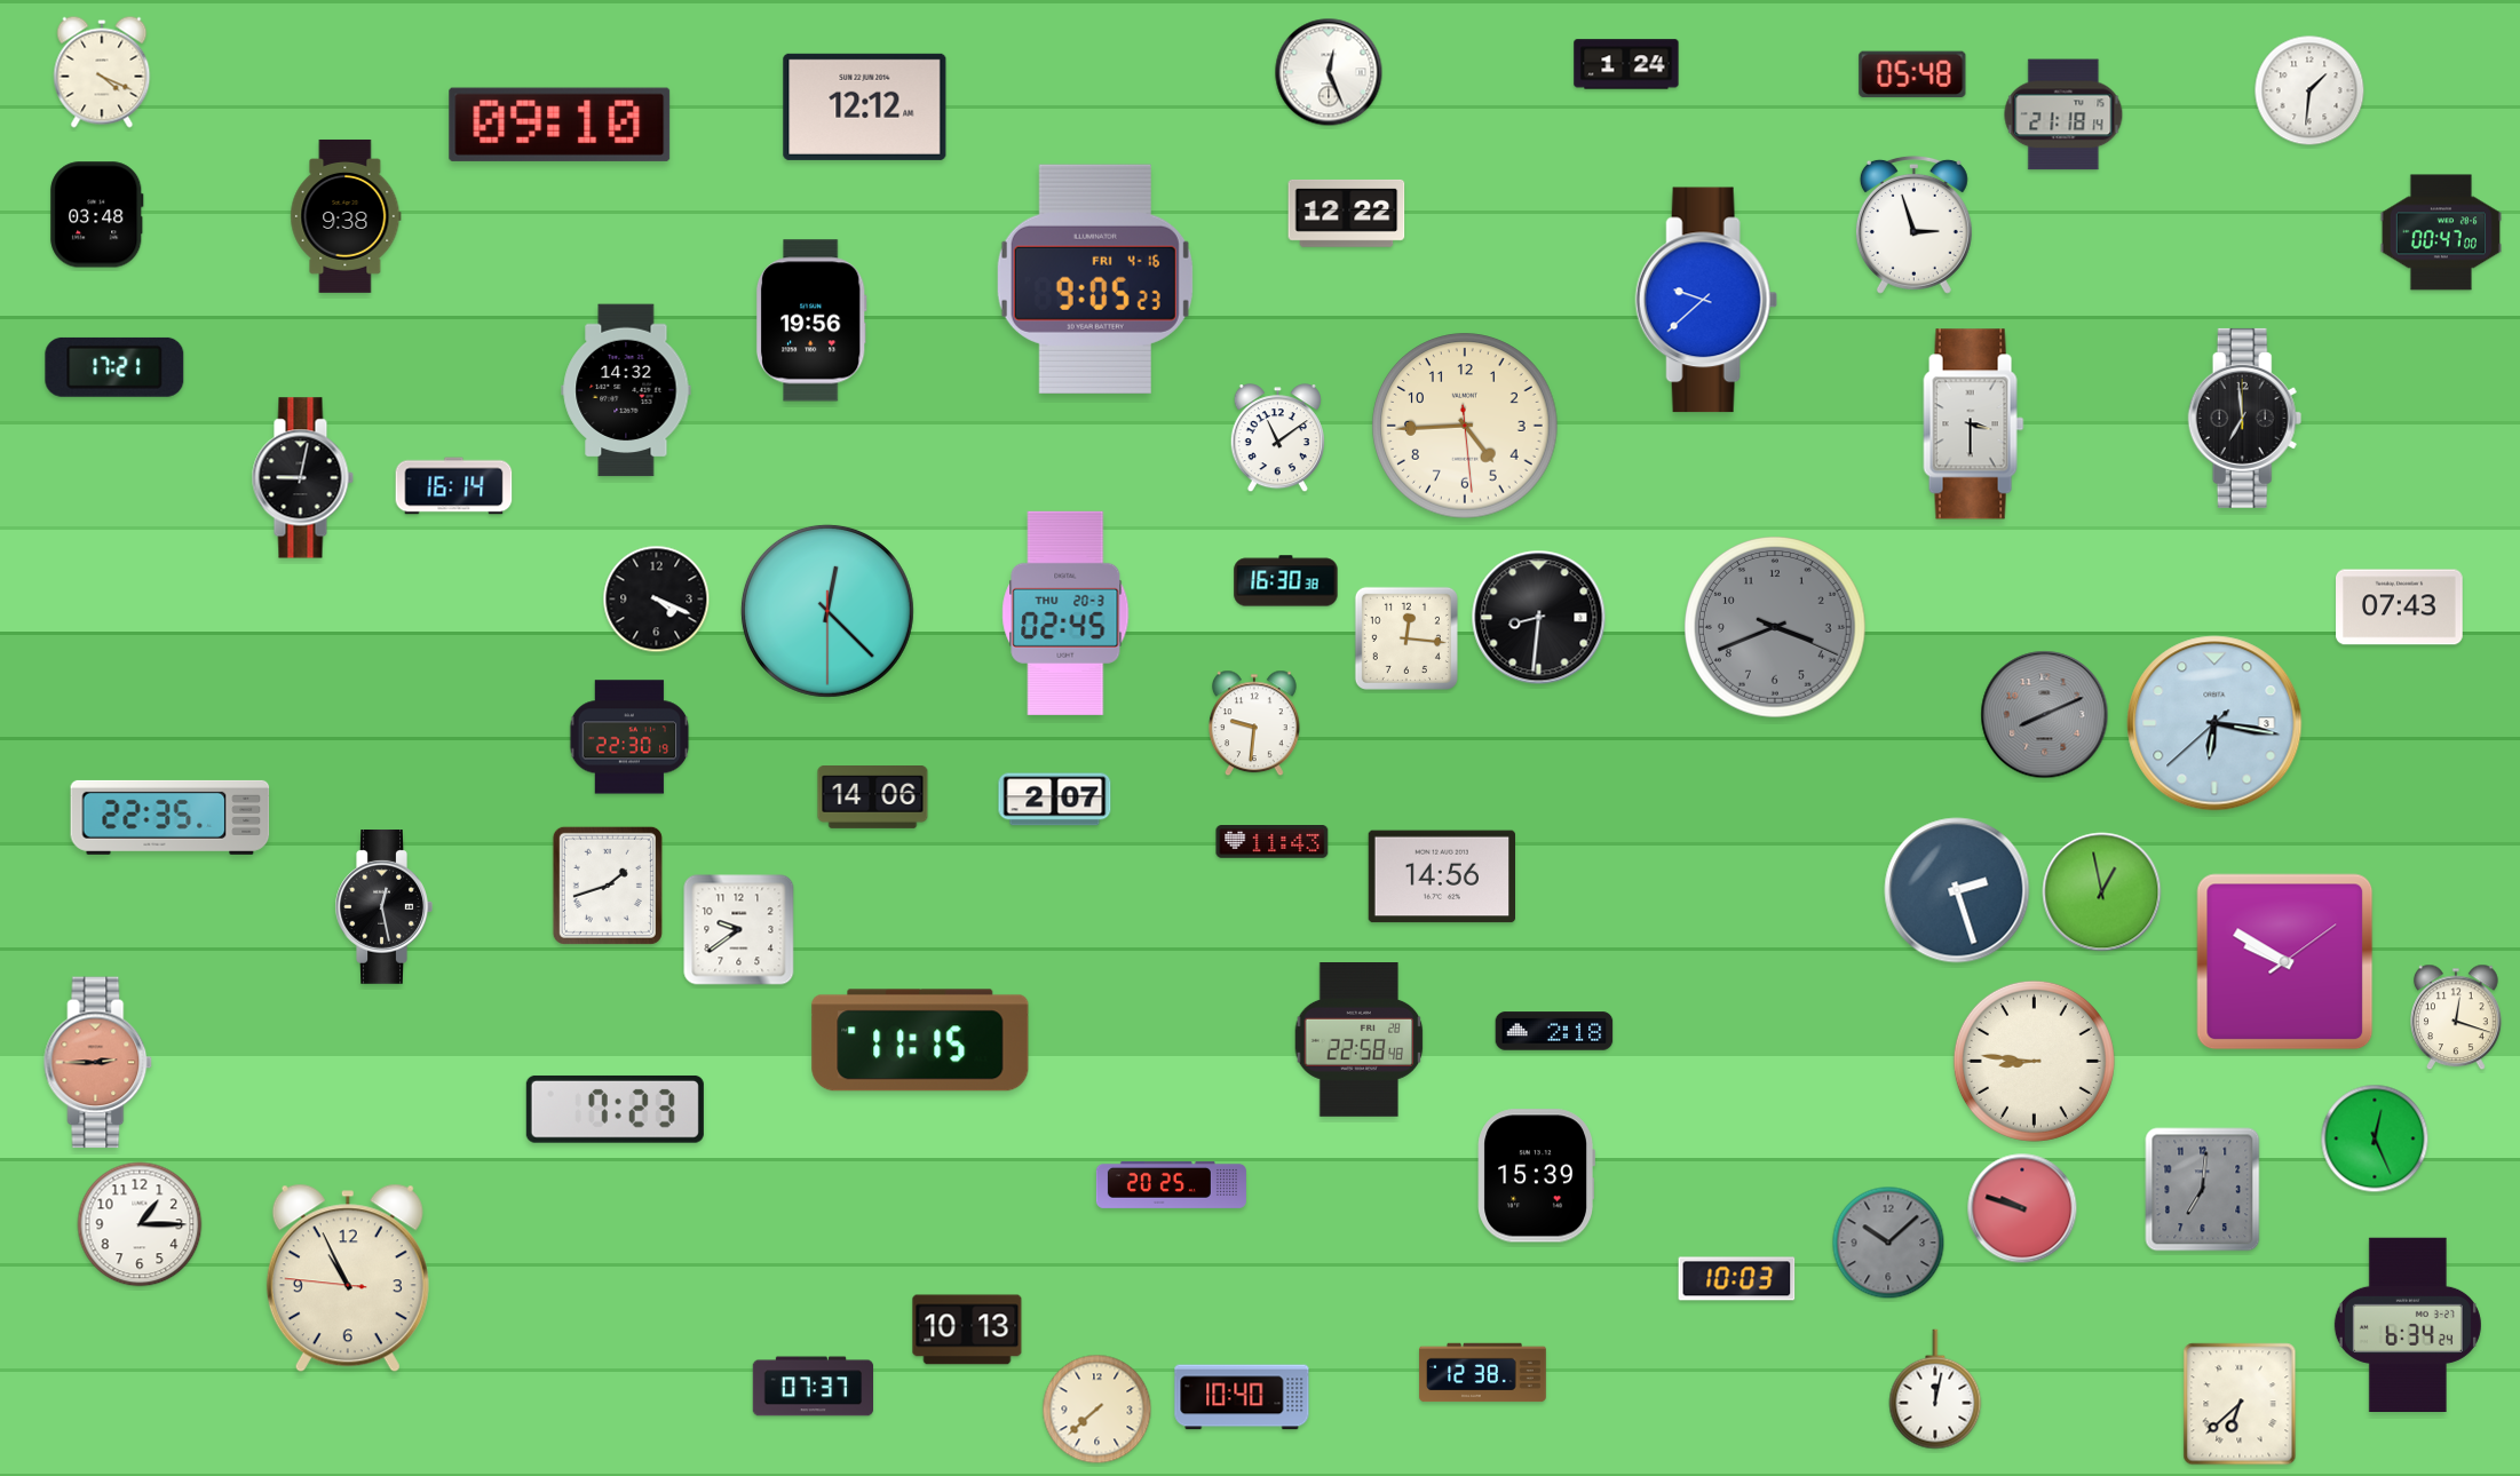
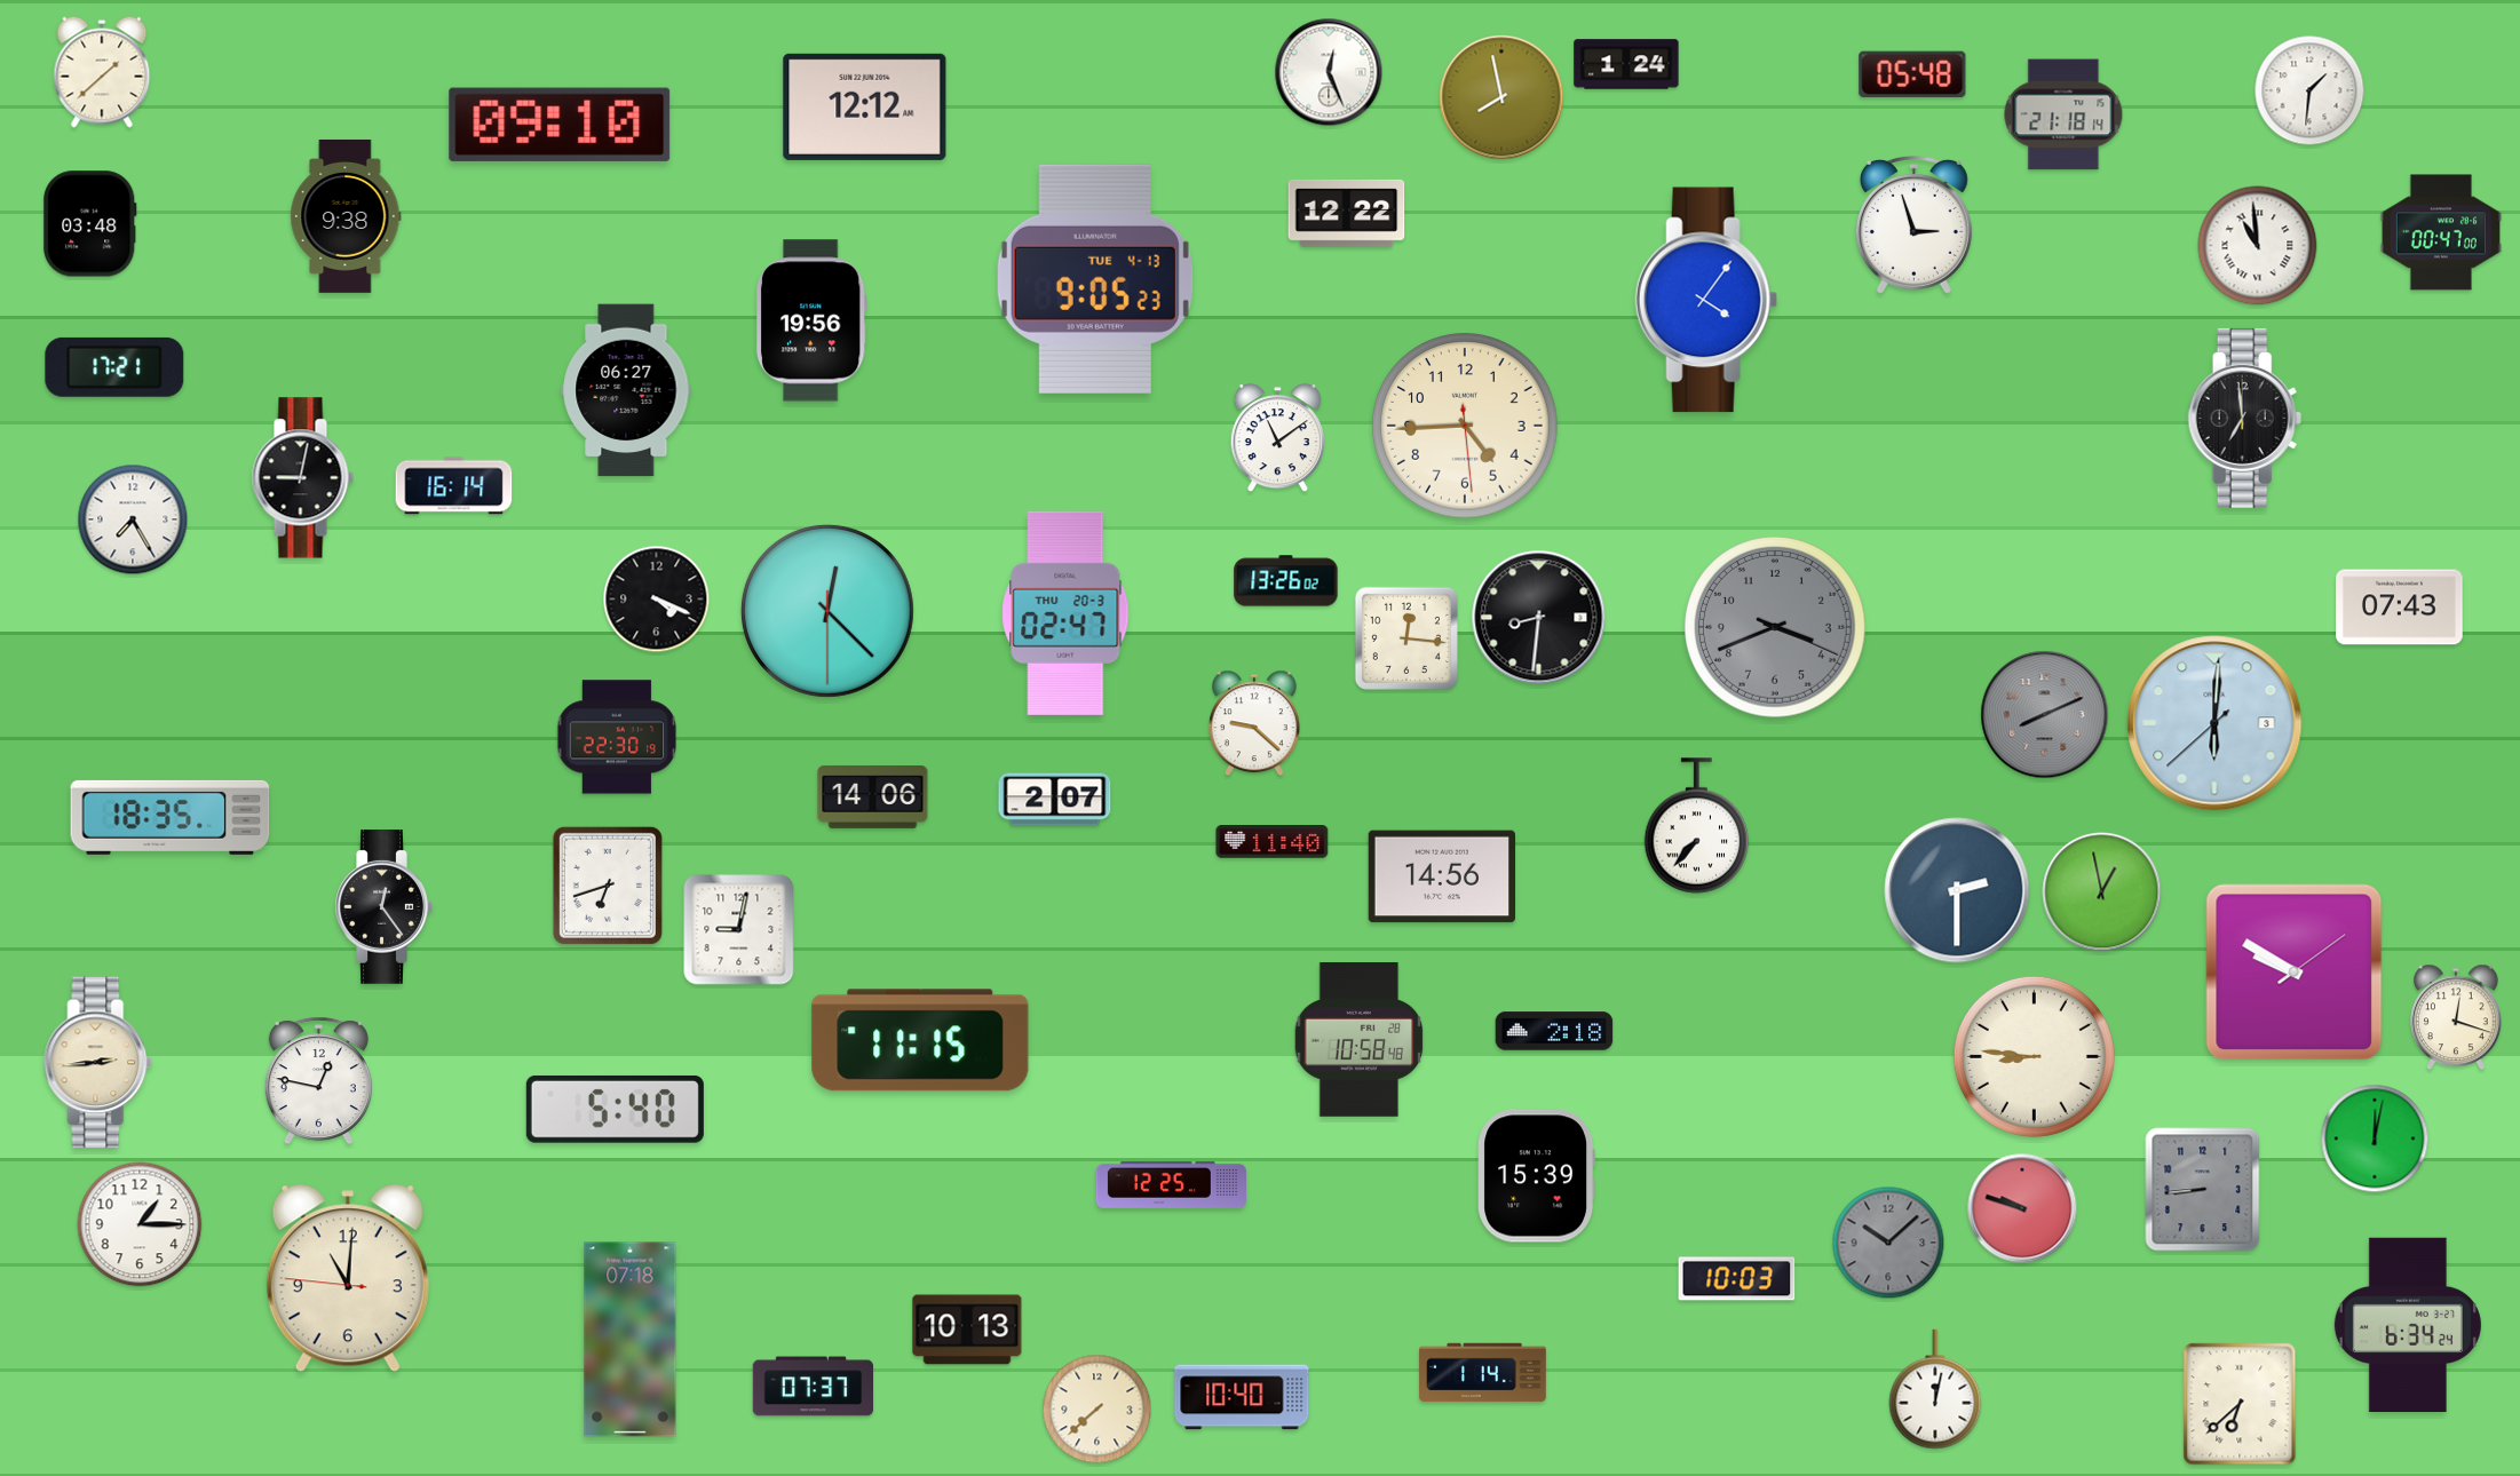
clock at (102, 72): 4:19 -> 1:38
clock at (1501, 97): none -> 7:58
clock at (97, 215) position: (97, 215) -> (90, 224)
clock at (2258, 246): none -> 10:59
clock at (1095, 279) date: FRI 4-16 -> TUE 4-13
clock at (1706, 300): 9:38 -> 4:06
clock at (626, 390): 14:32 -> 06:27
clock at (1974, 424): 3:30 -> none
clock at (133, 519): none -> 7:25
clock at (1286, 581): 16:30 -> 13:26
clock at (1065, 613): 02:45 -> 02:47
clock at (1255, 723): 9:31 -> 9:22
clock at (2214, 723): 6:16 -> 6:00
clock at (629, 737) position: (629, 737) -> (617, 737)
clock at (171, 817): 22:35 -> 18:35
clock at (1697, 826): none -> 7:37
clock at (1273, 842): 11:43 -> 11:40
clock at (608, 886): 1:42 -> 6:42
clock at (1957, 890): 2:27 -> 2:30
clock at (383, 907): 12:28 -> 12:24
clock at (739, 930): 9:39 -> 9:02
clock at (2285, 962) position: (2285, 962) -> (2295, 973)
clock at (1360, 1040): 22:58 -> 10:58
clock at (2034, 1061) position: (2034, 1061) -> (2034, 1056)
clock at (98, 1063): 2:45 -> 2:44
clock at (98, 1063) dial: salmon -> cream
clock at (318, 1081): none -> 12:47
clock at (615, 1109): 7:23 -> 5:40
clock at (2375, 1138): 12:26 -> 12:02
clock at (1171, 1184): 20:25 -> 12:25
clock at (2203, 1190): 7:01 -> 8:44
clock at (348, 1278): 10:55 -> 11:00
clock at (631, 1340): none -> 07:18
clock at (1483, 1373): 12:38 -> 1:14
